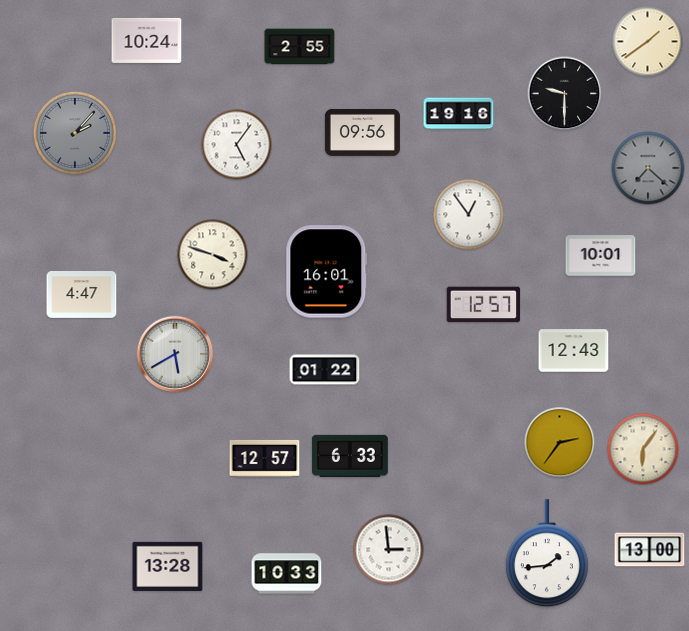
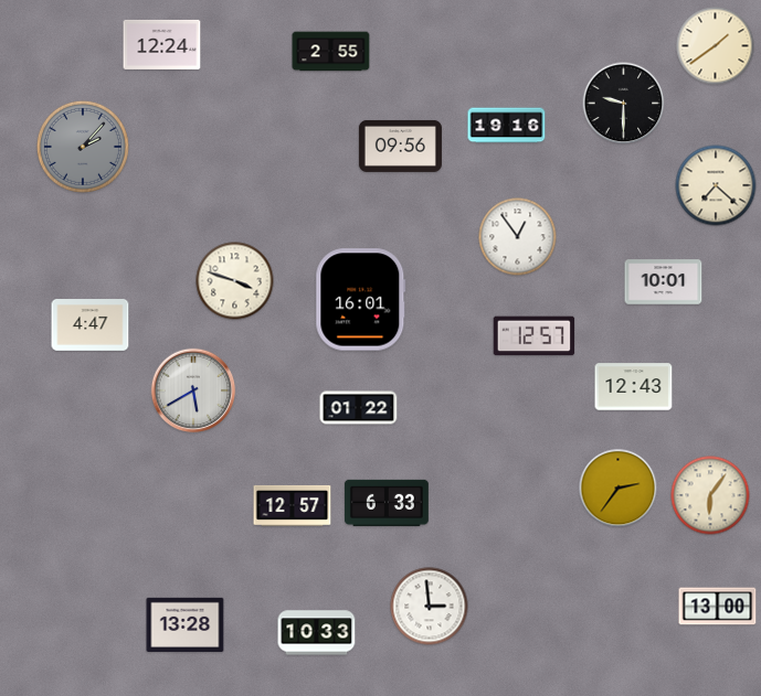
clock at (147, 40): 10:24 -> 12:24
clock at (237, 145): 5:06 -> none
clock at (648, 168) dial: grey -> cream
clock at (547, 554): 1:44 -> none
